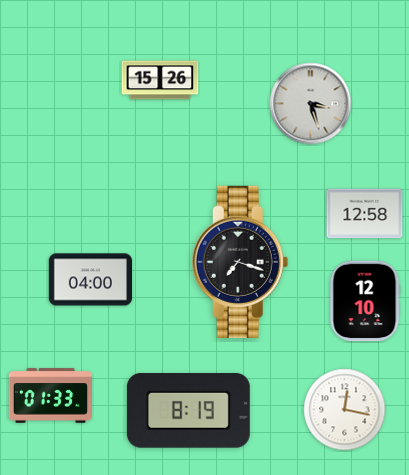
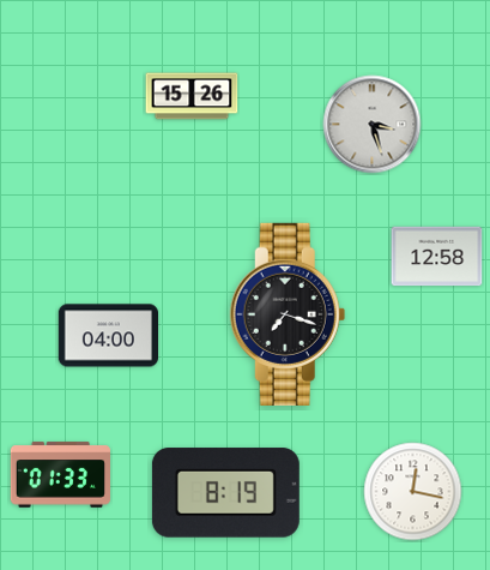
clock at (365, 301): 12:10 -> none
